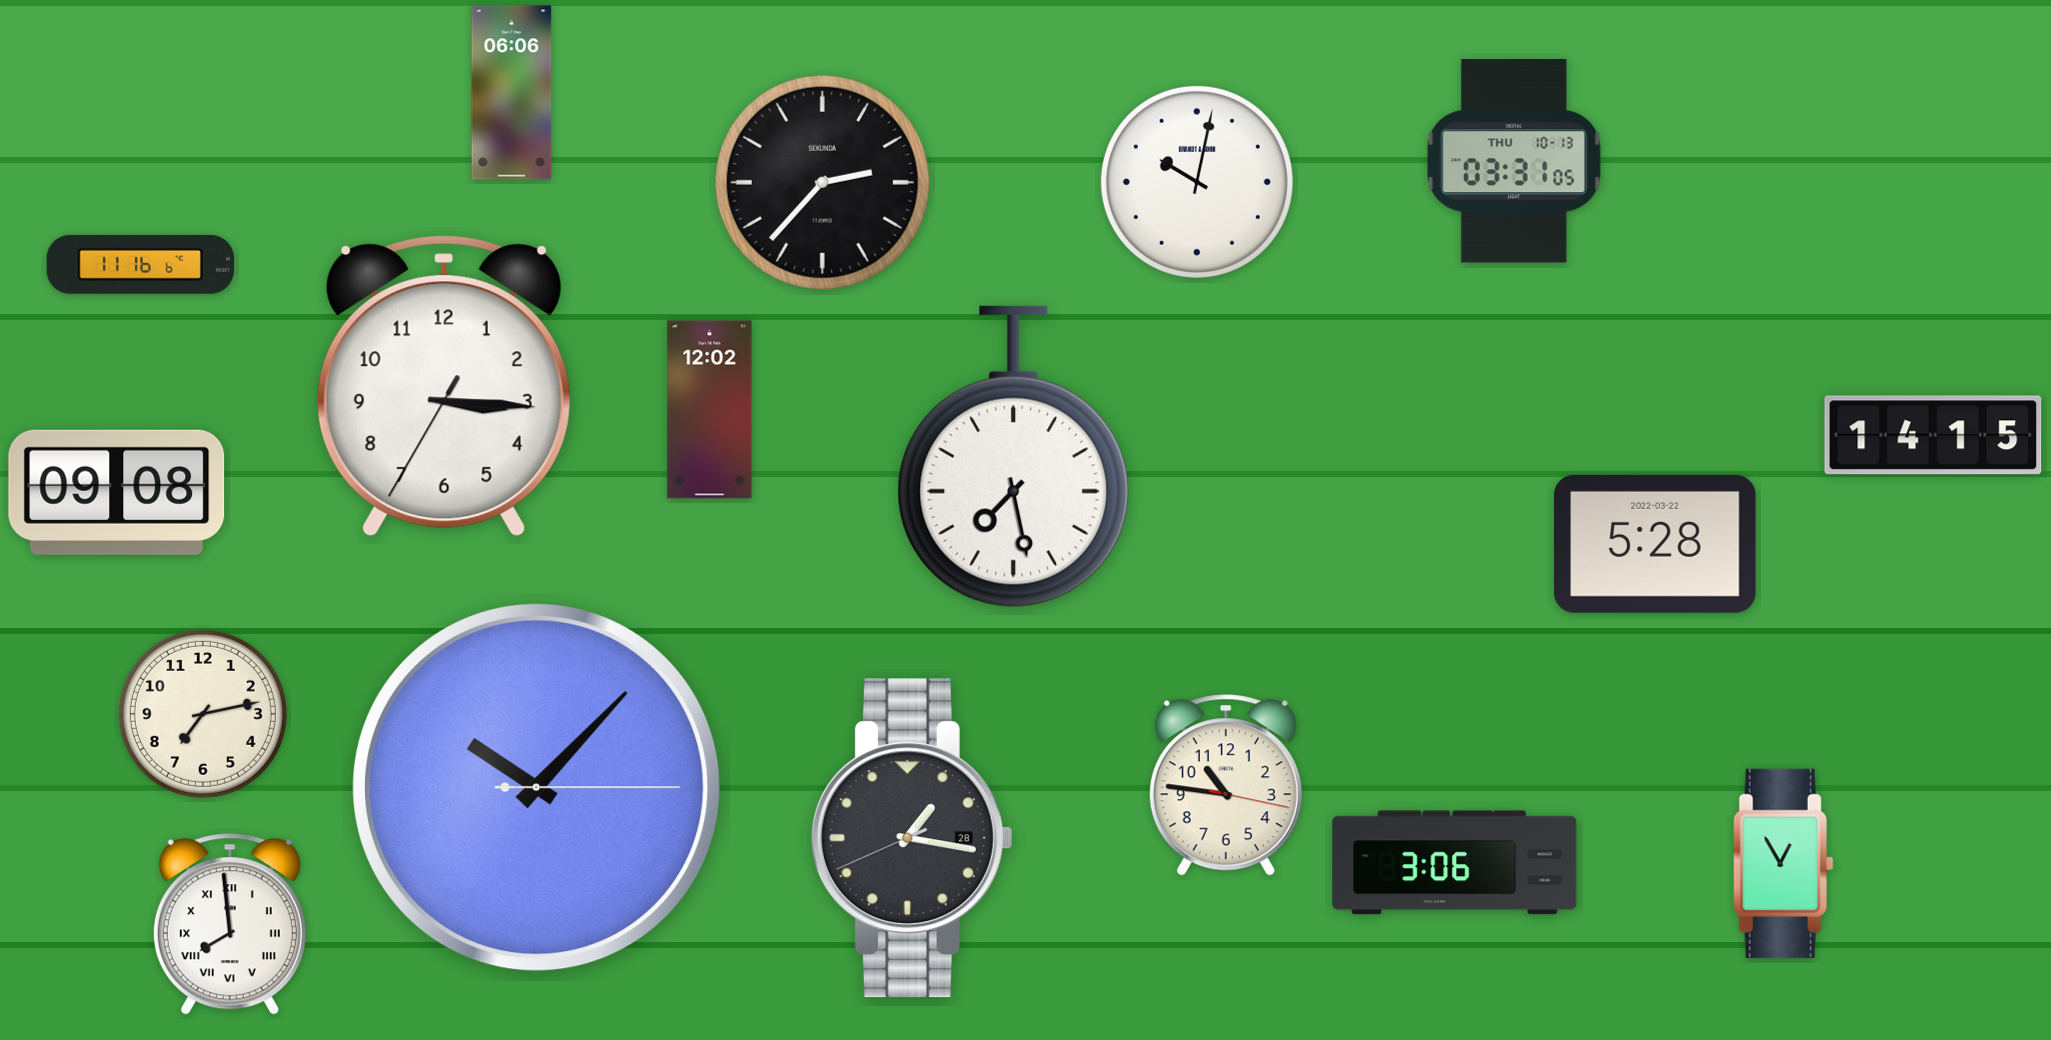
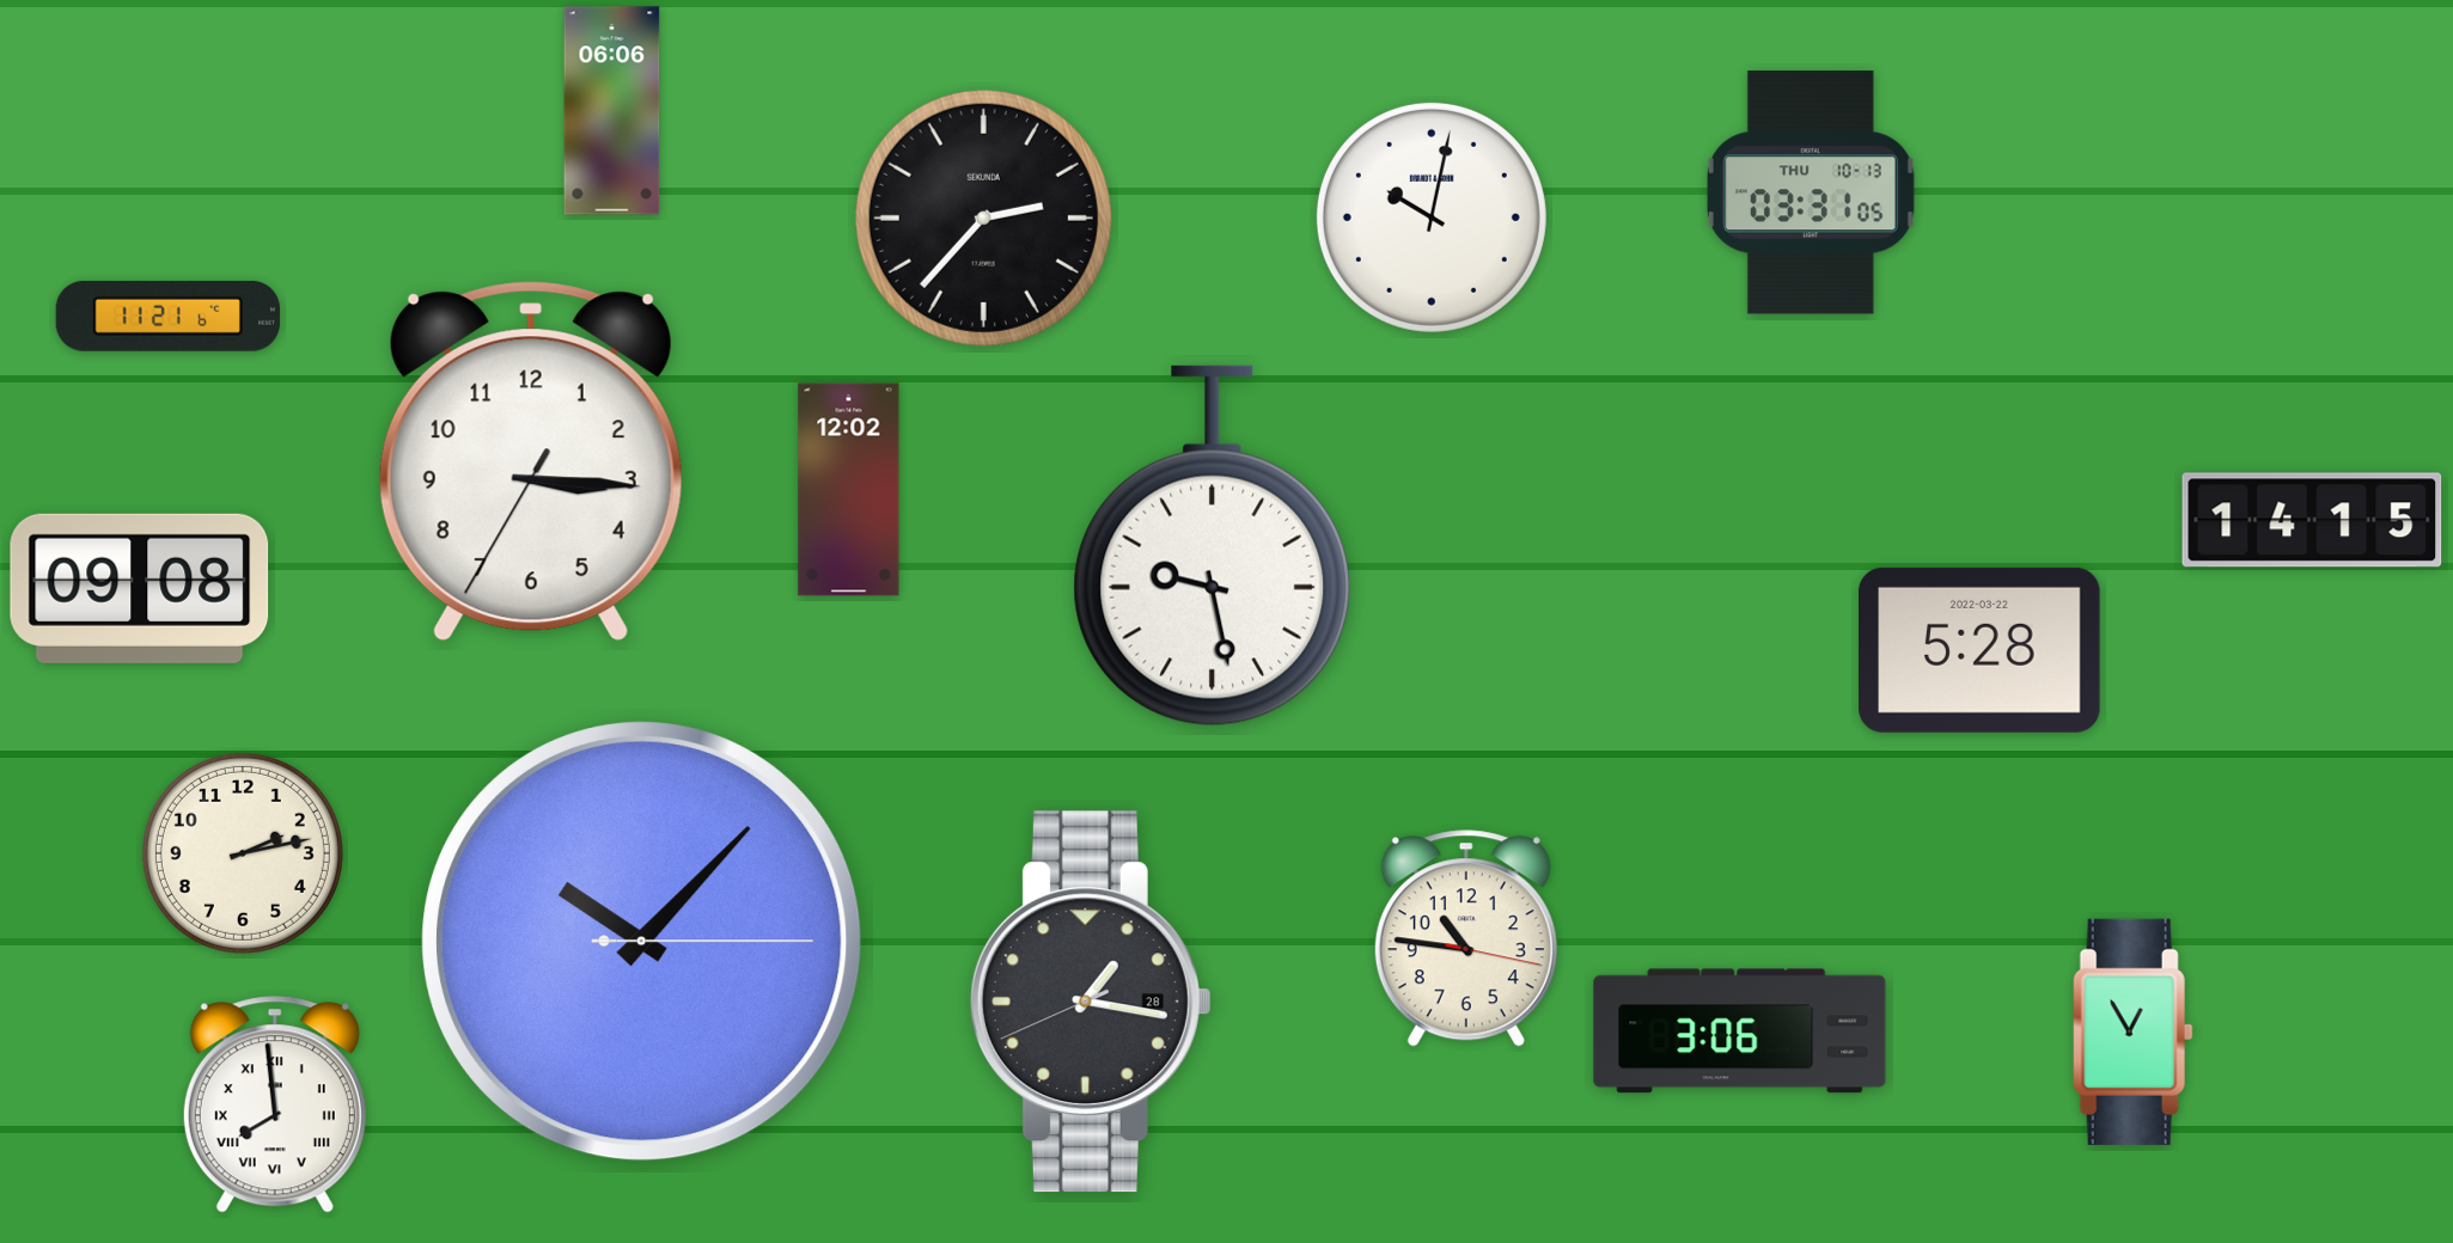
clock at (140, 264): 11:16 -> 11:21
clock at (1014, 457): 7:28 -> 9:28
clock at (203, 714): 7:13 -> 2:13
